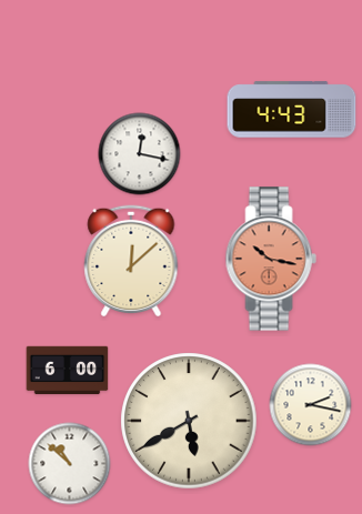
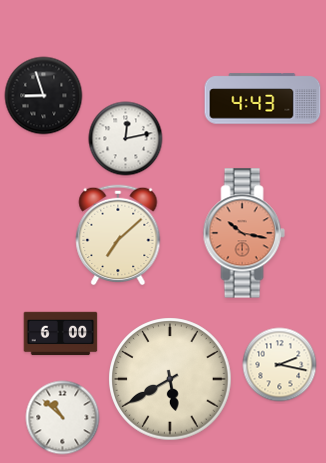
clock at (44, 96): none -> 8:57
clock at (140, 154): 12:17 -> 12:13
clock at (131, 261): 12:08 -> 7:08
